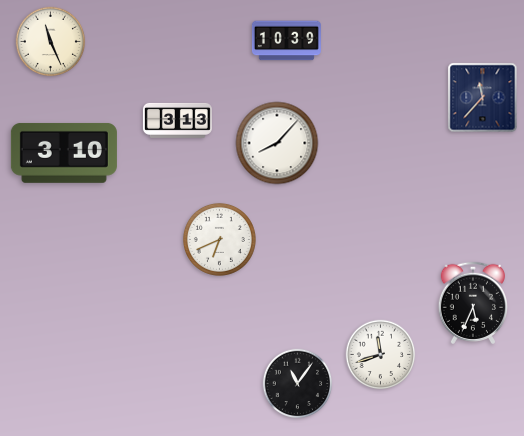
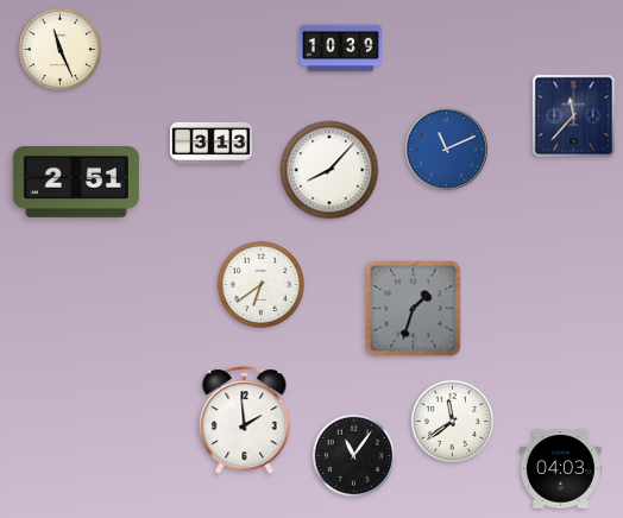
clock at (447, 150): none -> 11:11
clock at (64, 153): 3:10 -> 2:51
clock at (219, 239): 6:41 -> 6:39
clock at (414, 309): none -> 1:33
clock at (472, 302): 5:34 -> none
clock at (245, 421): none -> 1:59
clock at (381, 355): 11:42 -> 11:39
clock at (560, 469): none -> 04:03
